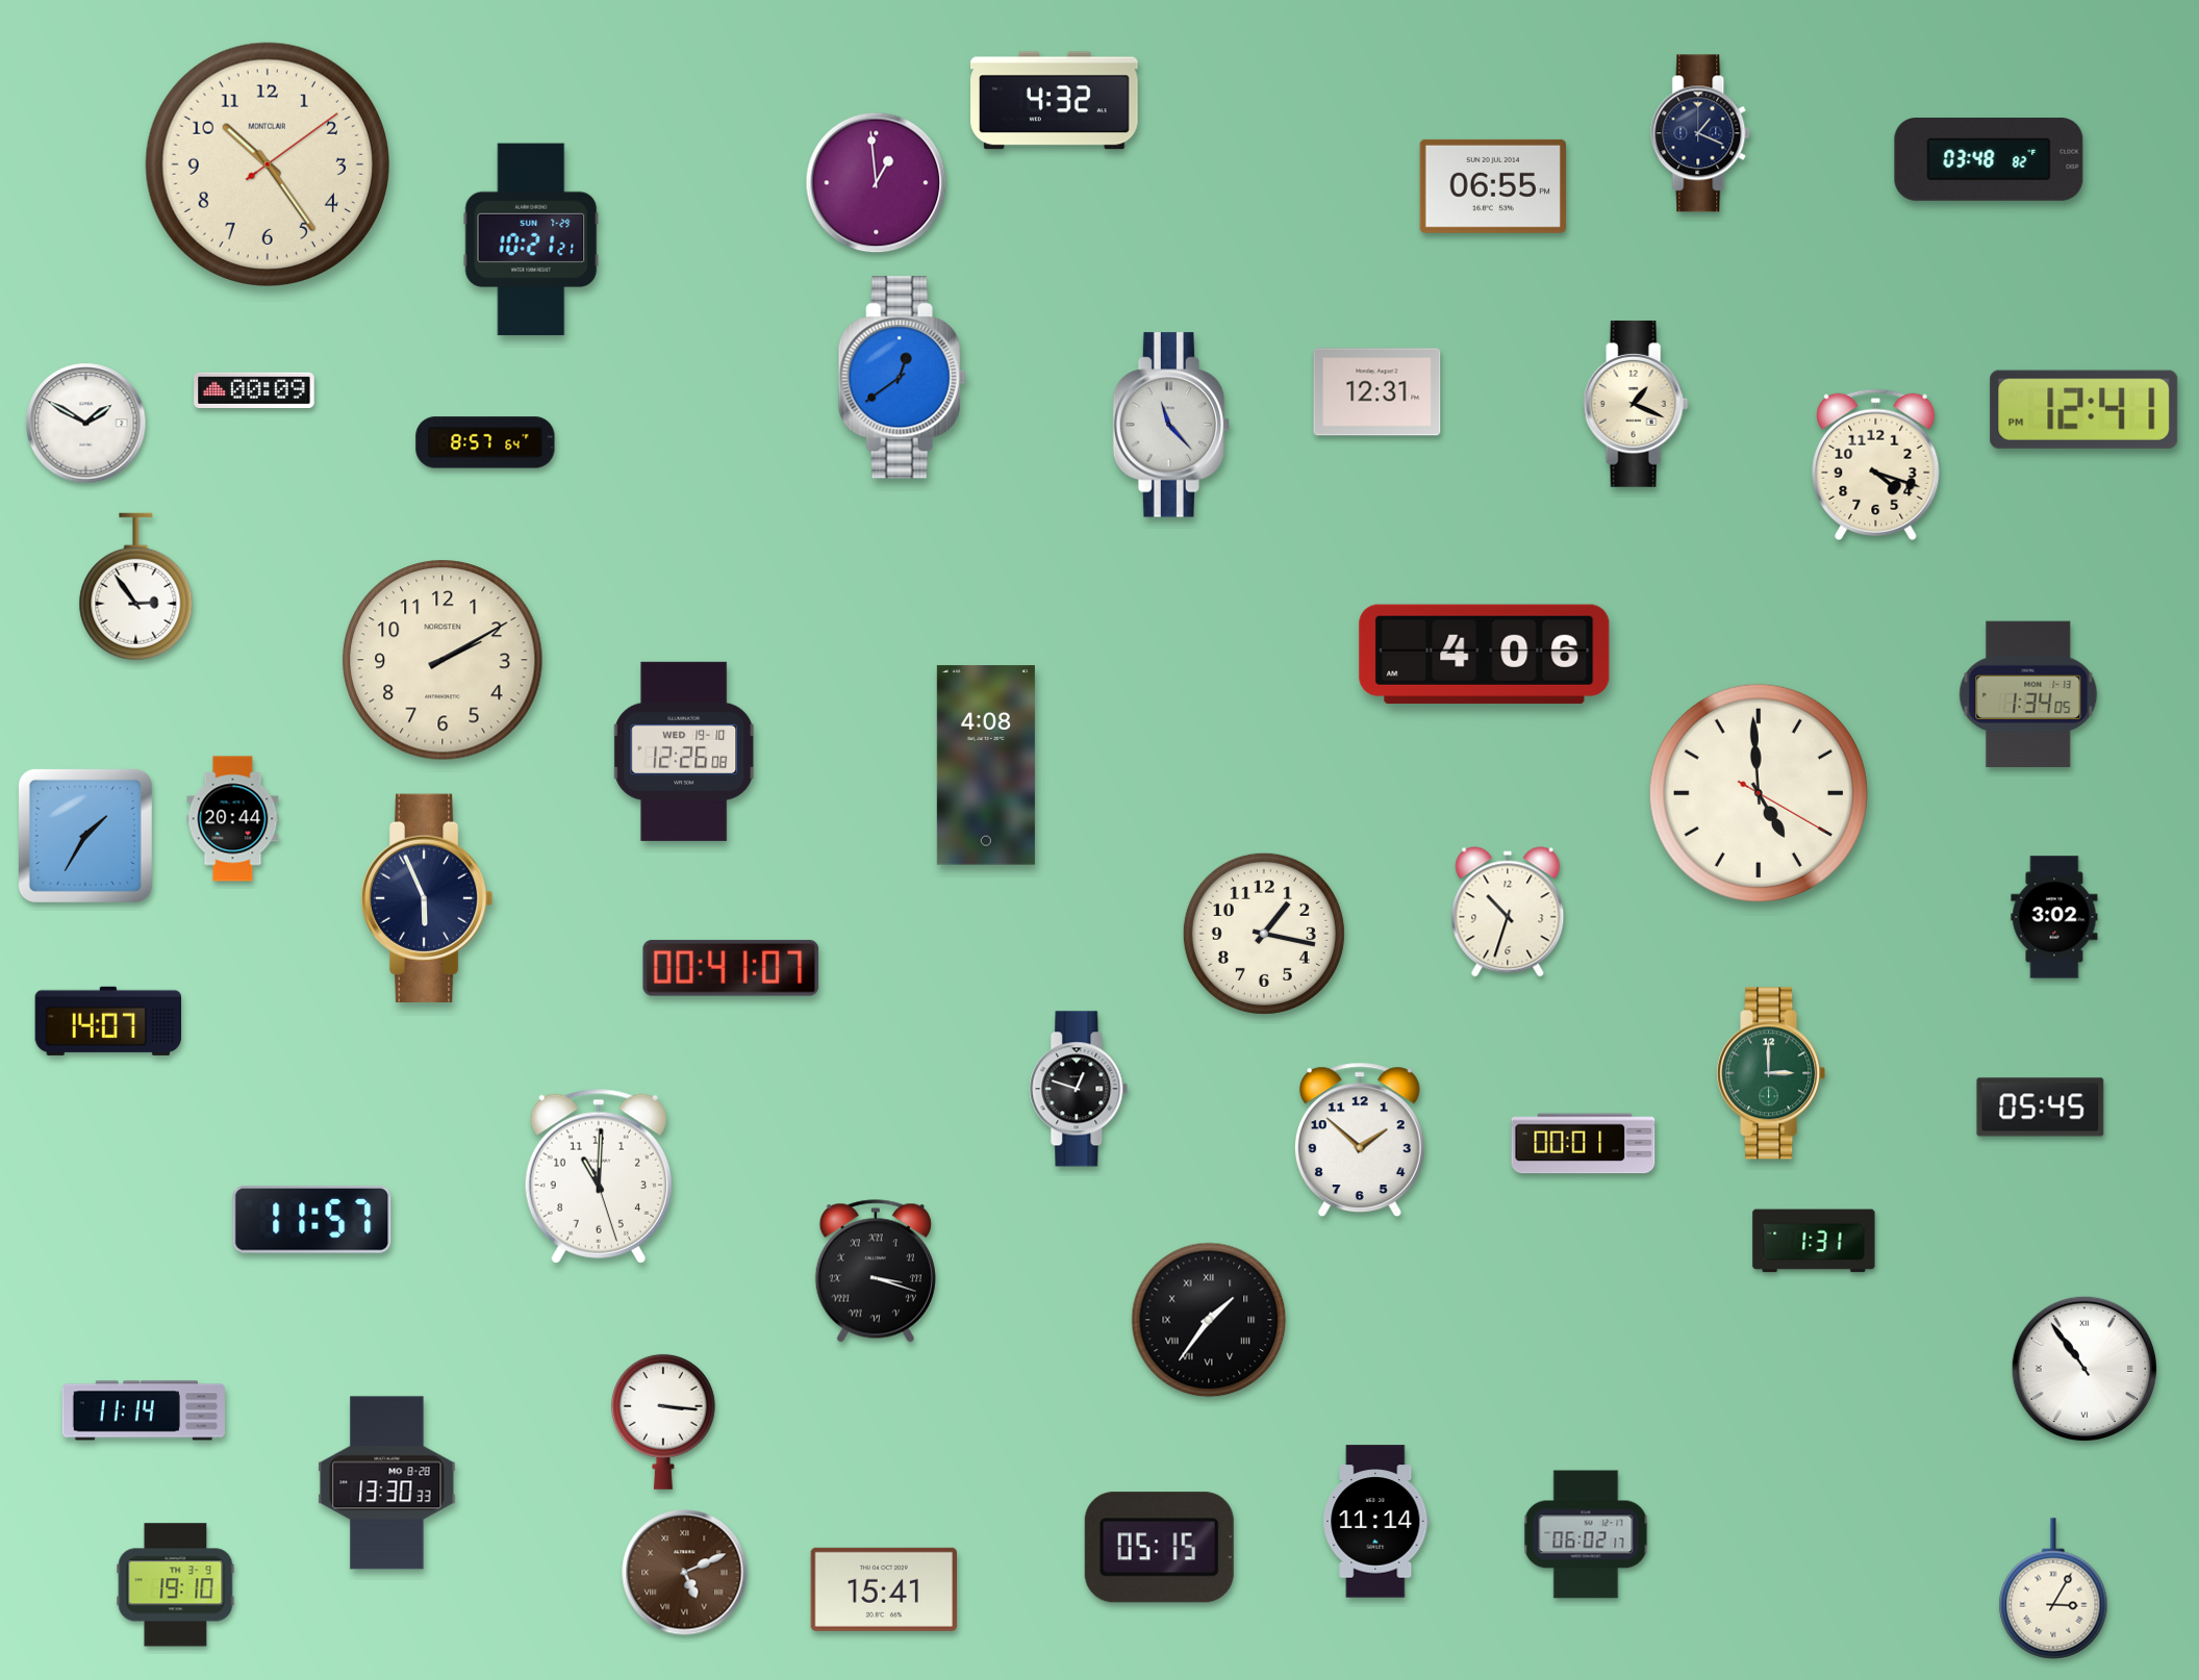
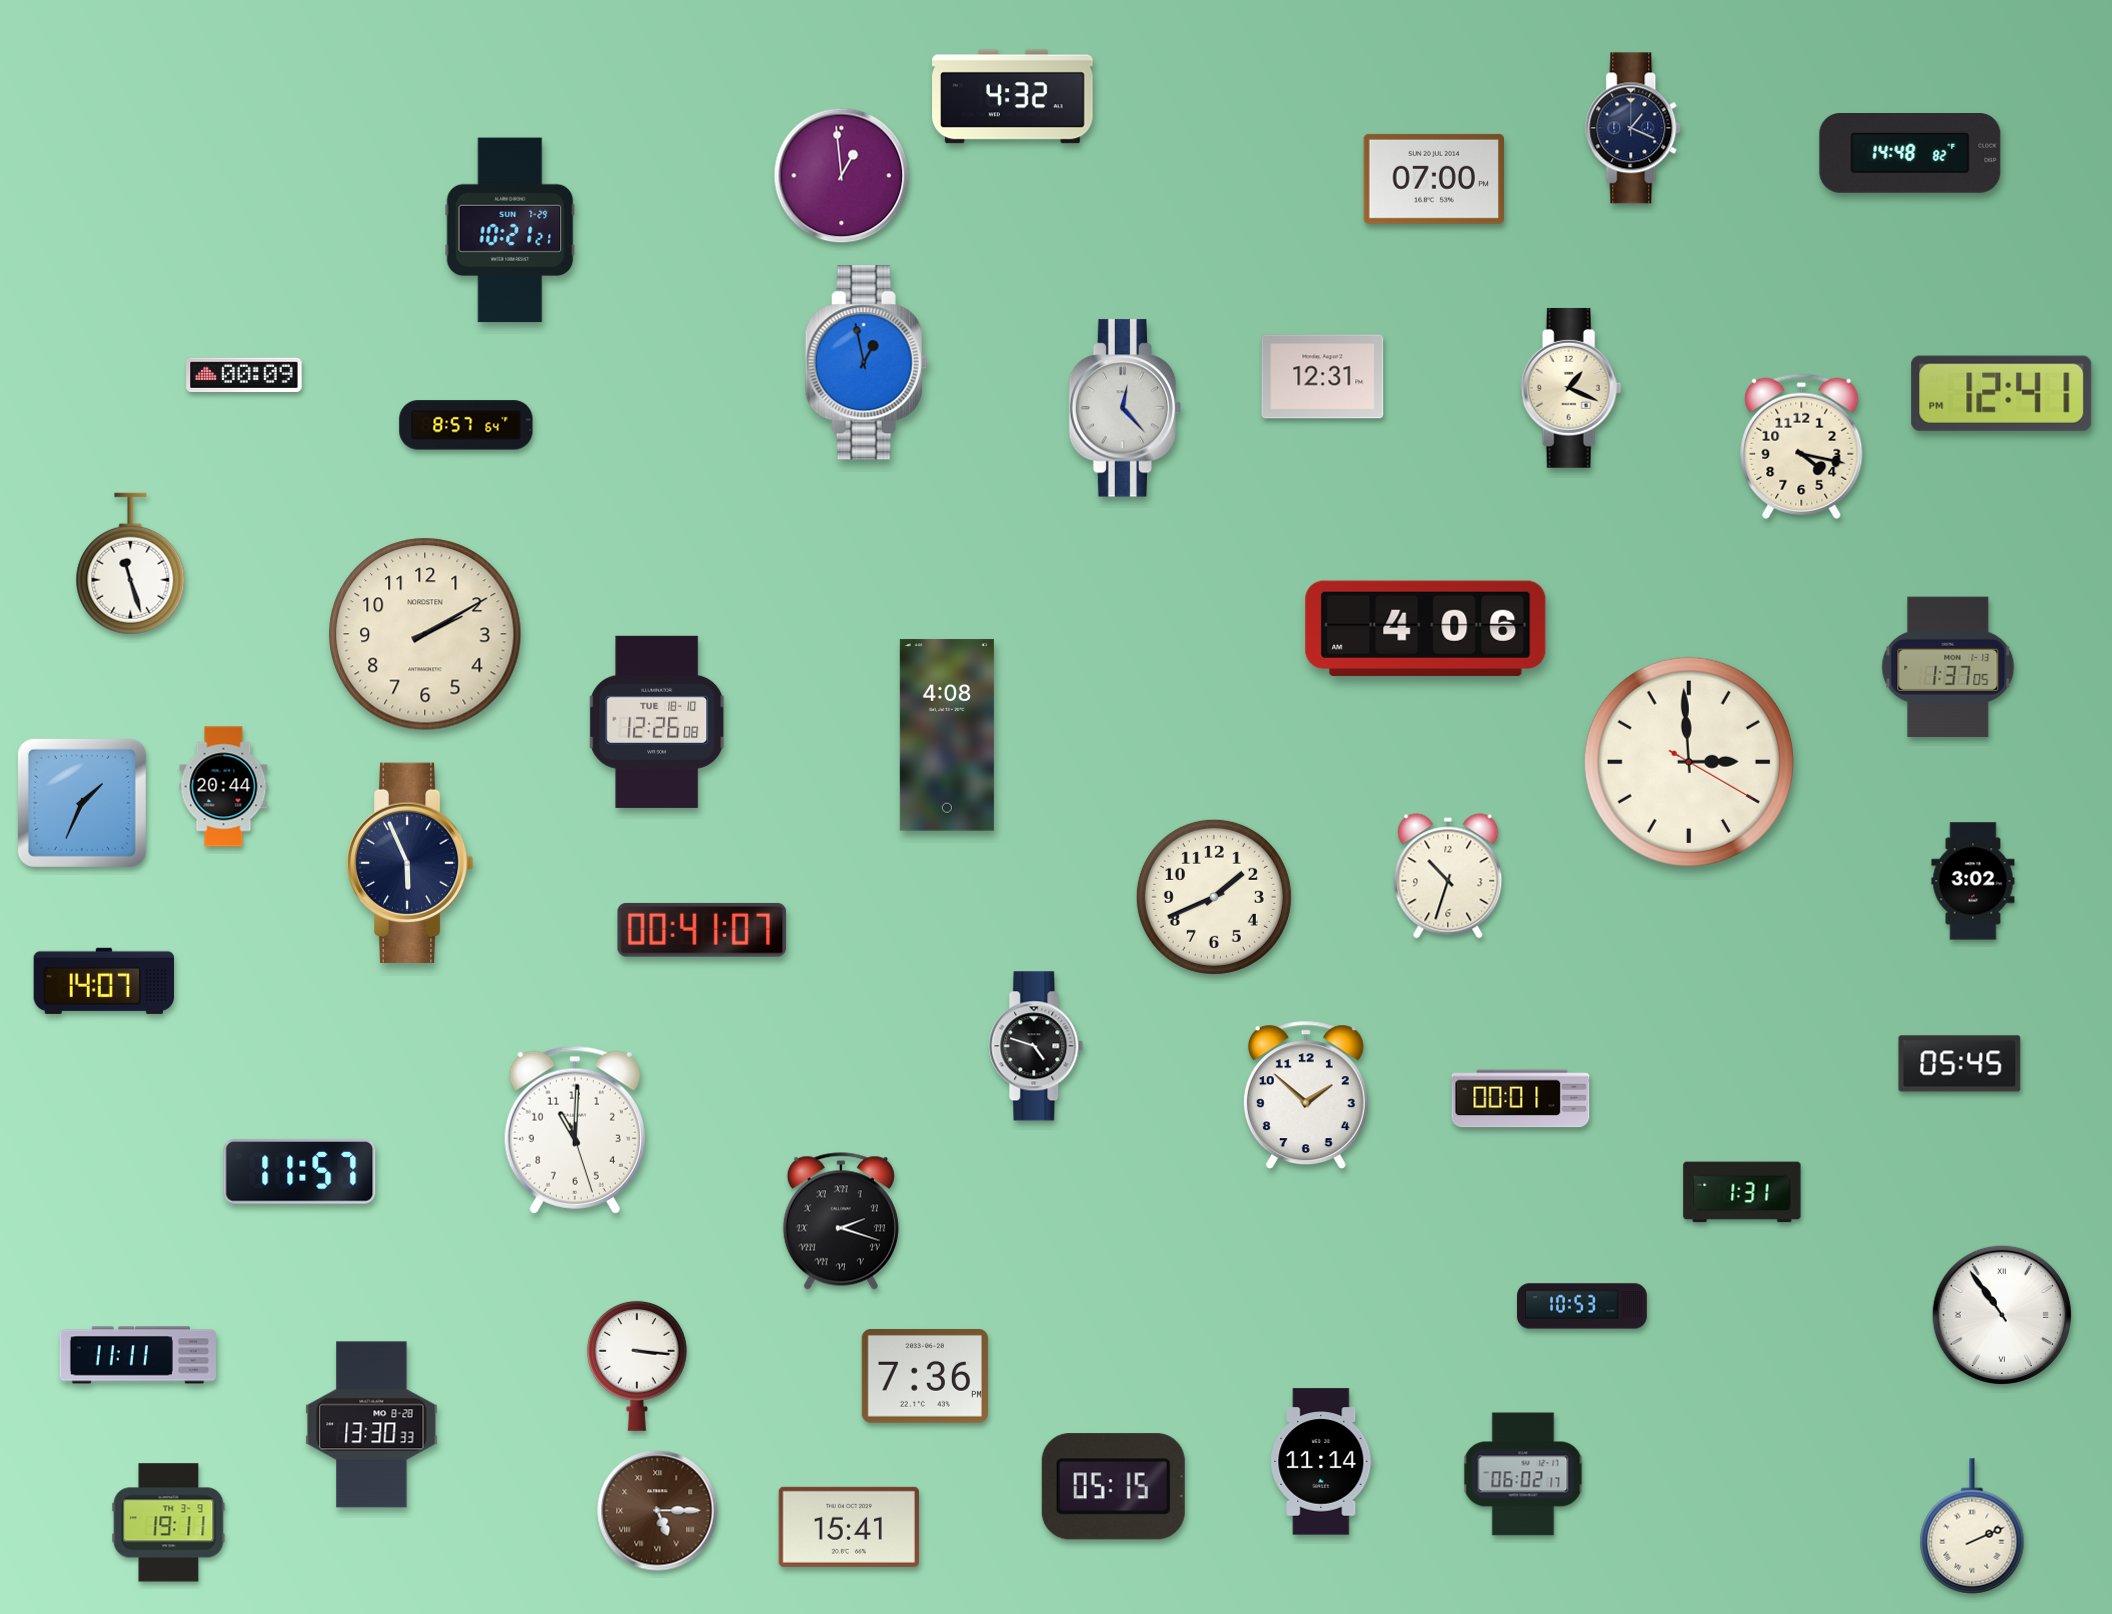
clock at (1989, 160): 03:48 -> 14:48
clock at (268, 164): 10:24 -> none
clock at (1492, 186): 06:55 -> 07:00
clock at (902, 378): 12:39 -> 12:58
clock at (86, 424): 1:50 -> none
clock at (1171, 425): 11:23 -> 12:23
clock at (1876, 464): 4:18 -> 4:17
clock at (136, 587): 2:54 -> 11:27
clock at (2028, 693): 1:34 -> 1:37
clock at (684, 752) date: WED 19-10 -> TUE 18-10
clock at (1759, 793): 4:59 -> 2:59
clock at (85, 836): 1:35 -> 1:34
clock at (1264, 934): 1:17 -> 1:41
clock at (1771, 1073): 3:00 -> none
clock at (1079, 1089): 12:48 -> 4:48
clock at (876, 1271): 3:18 -> 2:18
clock at (1209, 1320): 1:36 -> none
clock at (1582, 1306): none -> 10:53
clock at (143, 1410): 11:14 -> 11:11
clock at (925, 1376): none -> 7:36
clock at (685, 1573): 5:11 -> 5:15
clock at (176, 1585): 19:10 -> 19:11
clock at (2053, 1588): 3:05 -> 2:11
